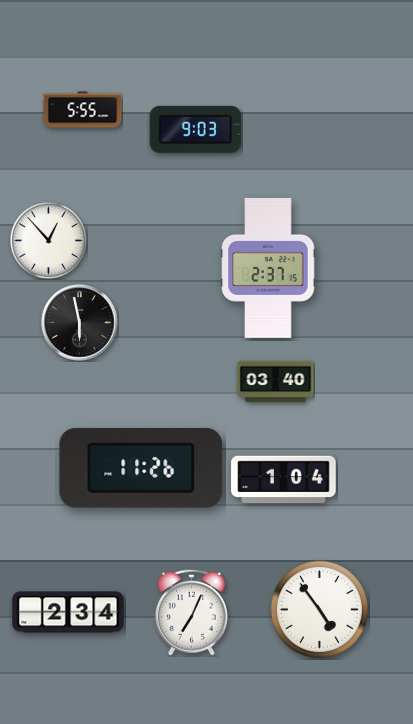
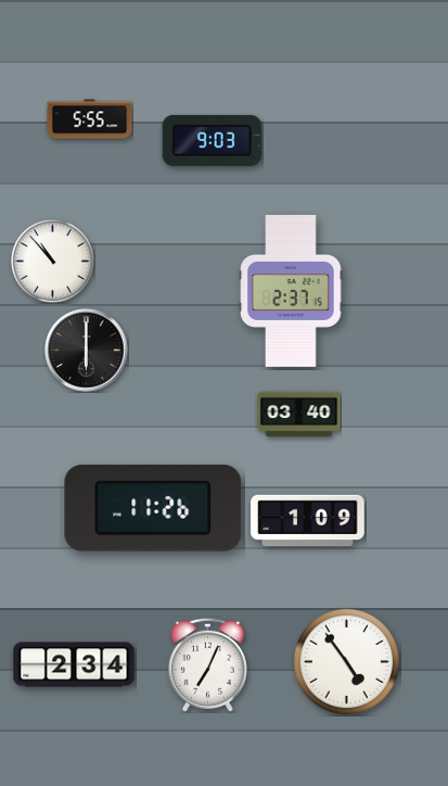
clock at (49, 241): 12:53 -> 10:53
clock at (80, 323): 5:58 -> 6:00
clock at (284, 480): 1:04 -> 1:09
